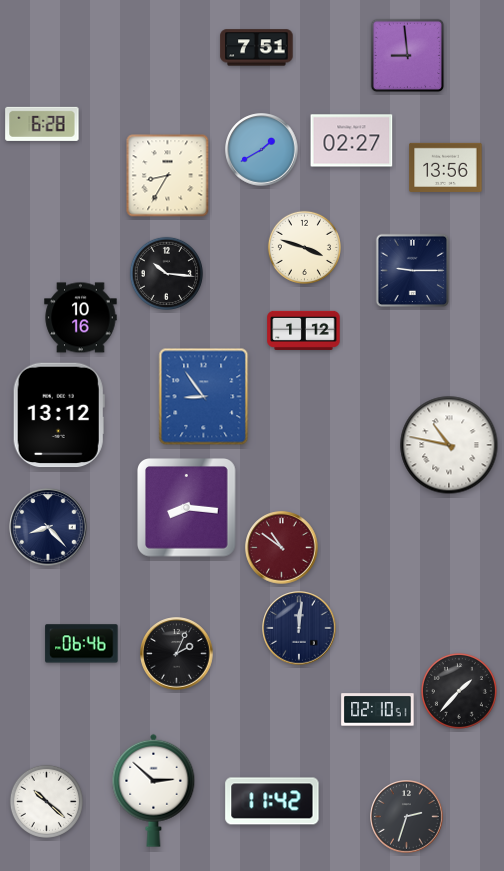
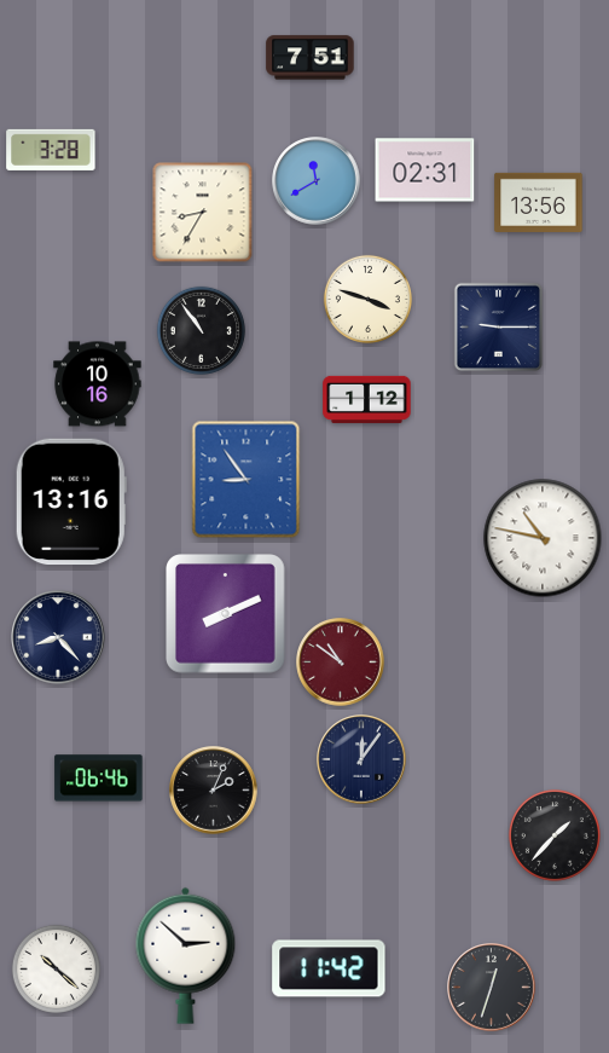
clock at (408, 56): 8:59 -> none
clock at (42, 124): 6:28 -> 3:28
clock at (352, 141): 02:27 -> 02:31
clock at (262, 150): 1:40 -> 11:40
clock at (166, 273): 10:16 -> 10:54
clock at (59, 415): 13:12 -> 13:16
clock at (187, 508): 8:16 -> 8:11
clock at (299, 628): 12:01 -> 12:06
clock at (378, 710): 02:10 -> none
clock at (407, 817): 2:33 -> 12:33
